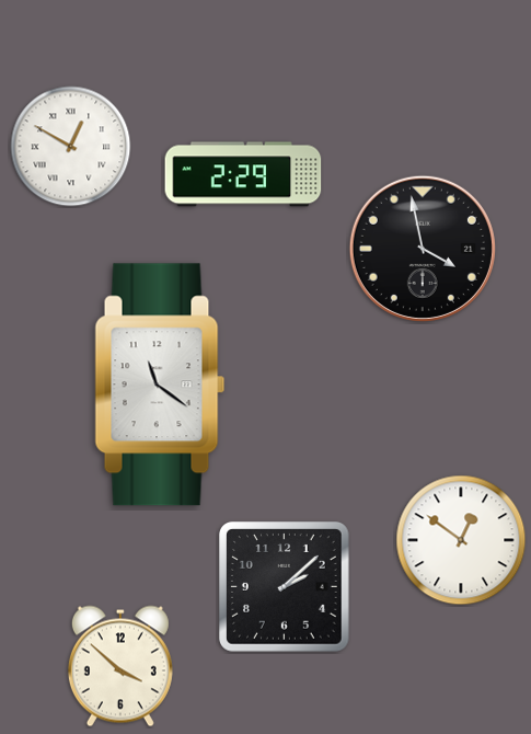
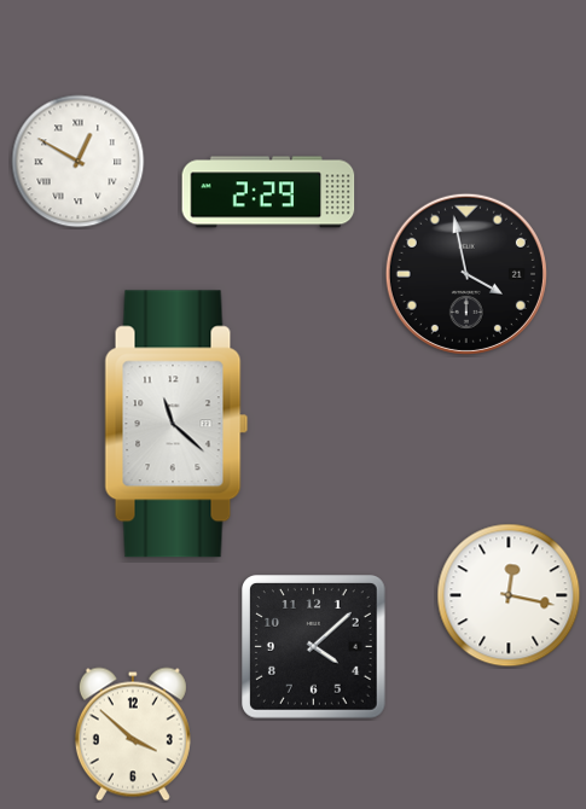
clock at (160, 385): 11:21 -> 11:22
clock at (461, 540): 12:51 -> 12:17
clock at (285, 587): 2:08 -> 4:08
